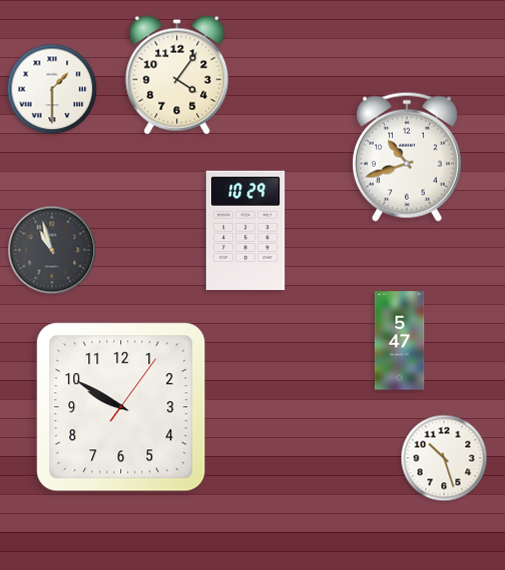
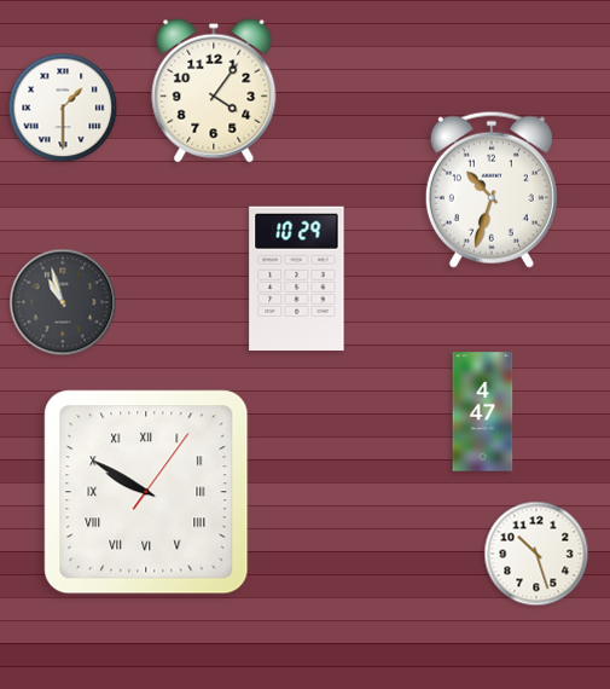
clock at (407, 157): 10:42 -> 10:33
clock at (400, 341): 5:47 -> 4:47
clock at (121, 407) numerals: Arabic -> Roman
